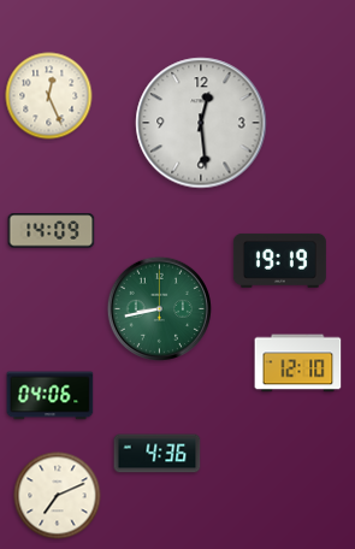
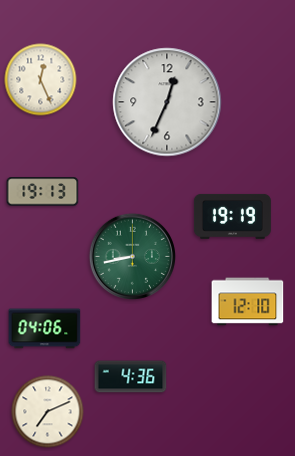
clock at (201, 123): 12:29 -> 12:34
clock at (52, 231): 14:09 -> 19:13
clock at (51, 396) position: (51, 396) -> (45, 329)
